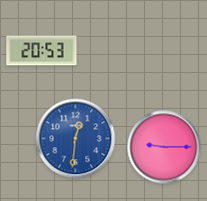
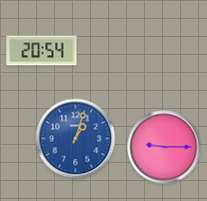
clock at (42, 51): 20:53 -> 20:54
clock at (76, 139): 12:31 -> 1:03
